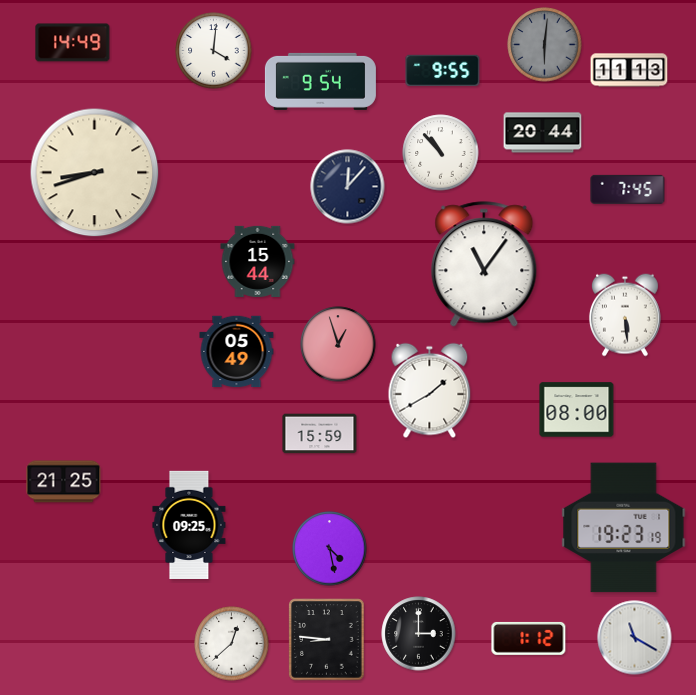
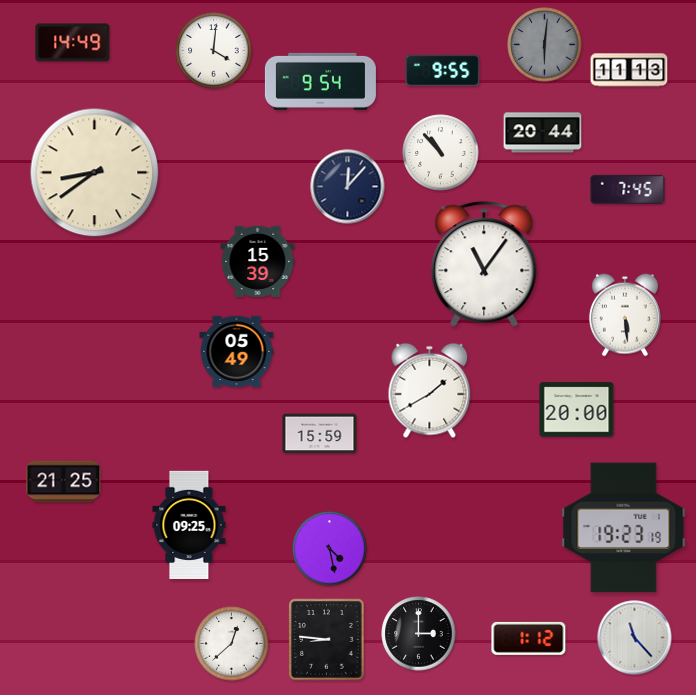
clock at (95, 173): 8:42 -> 8:39
clock at (258, 261): 15:44 -> 15:39
clock at (338, 344): 12:57 -> none
clock at (577, 410): 08:00 -> 20:00
clock at (635, 638): 11:20 -> 11:23
